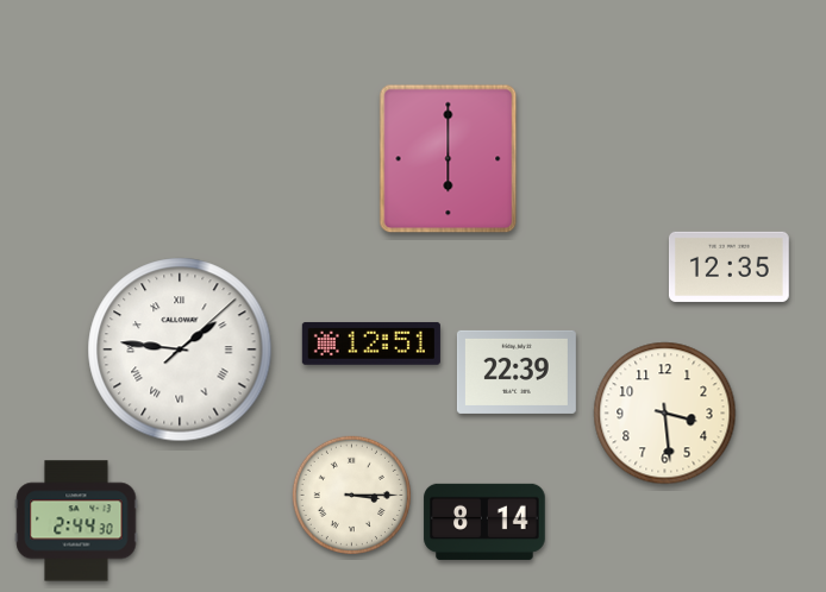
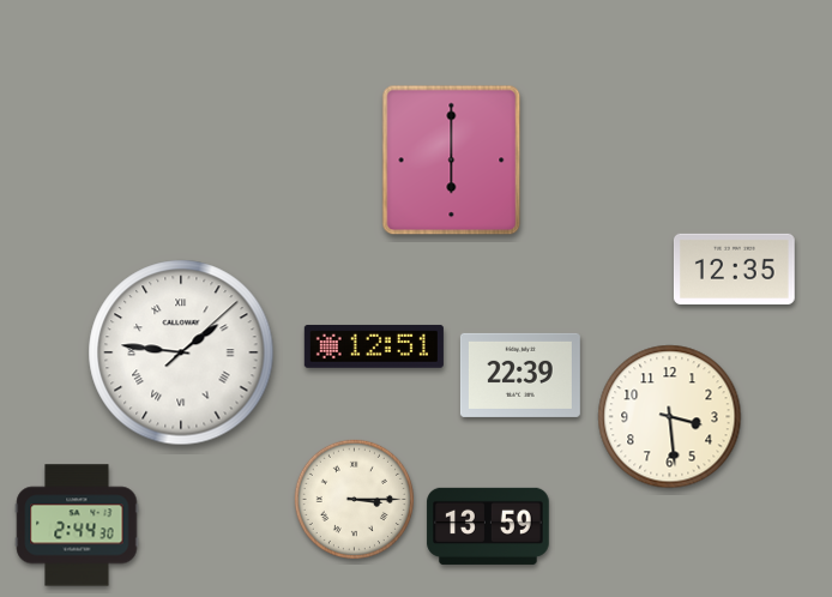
clock at (484, 522): 8:14 -> 13:59
